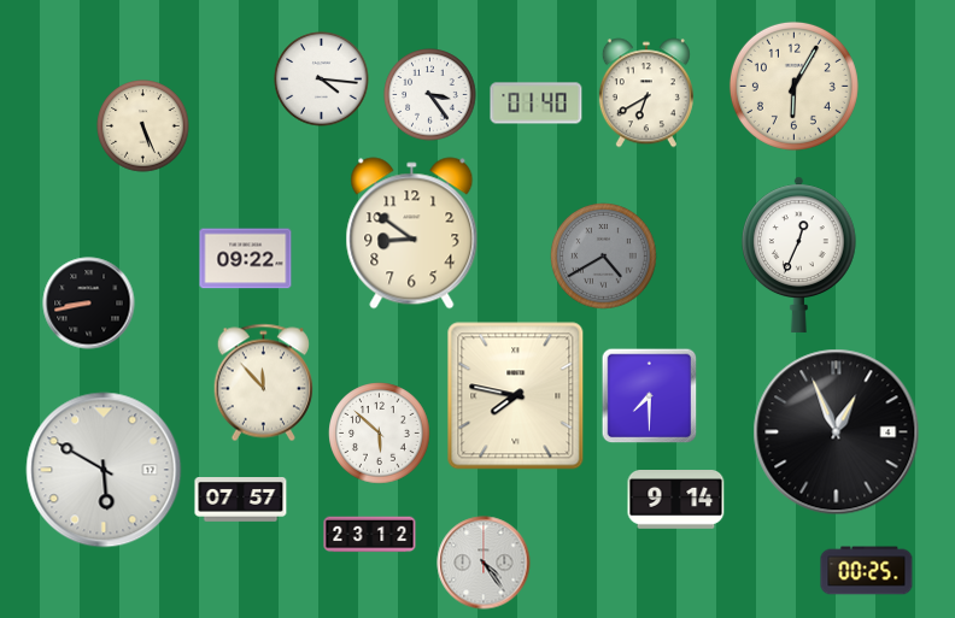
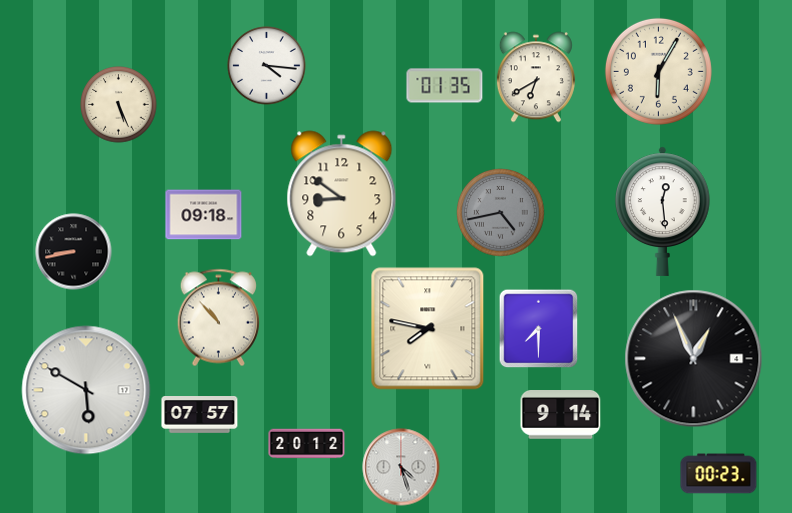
clock at (430, 95): 3:24 -> none
clock at (537, 104): 01:40 -> 01:35
clock at (799, 254): 12:34 -> 12:29
clock at (604, 257): 4:40 -> 4:43
clock at (246, 259): 09:22 -> 09:18
clock at (263, 383): 11:53 -> 10:53
clock at (380, 434): 5:52 -> none
clock at (370, 535): 23:12 -> 20:12
clock at (484, 563): 4:24 -> 4:27
clock at (867, 571): 00:25 -> 00:23
